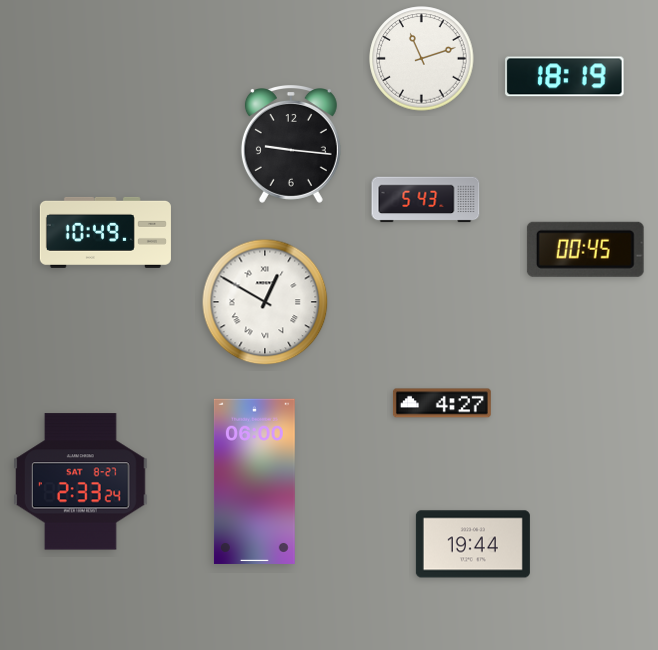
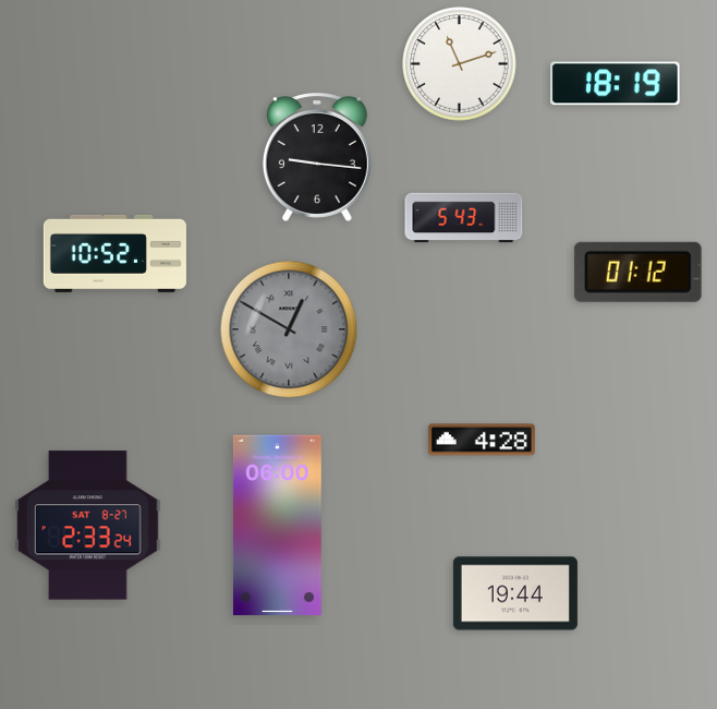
clock at (105, 232): 10:49 -> 10:52
clock at (585, 249): 00:45 -> 01:12
clock at (265, 302) dial: white -> grey
clock at (442, 403): 4:27 -> 4:28
